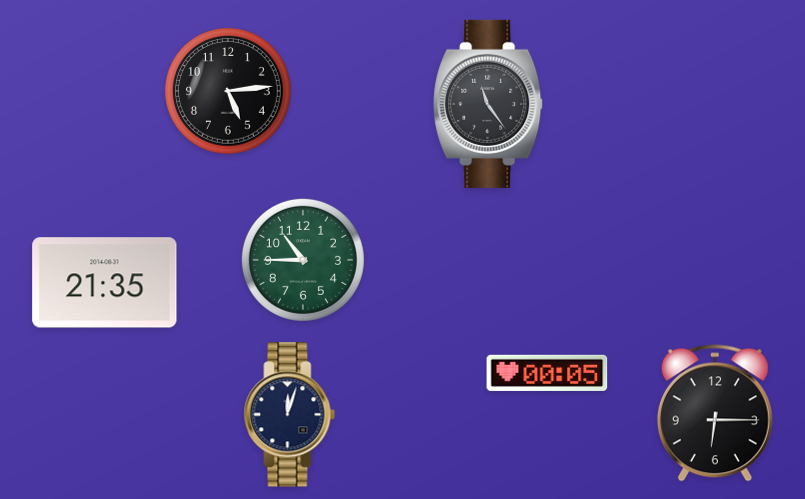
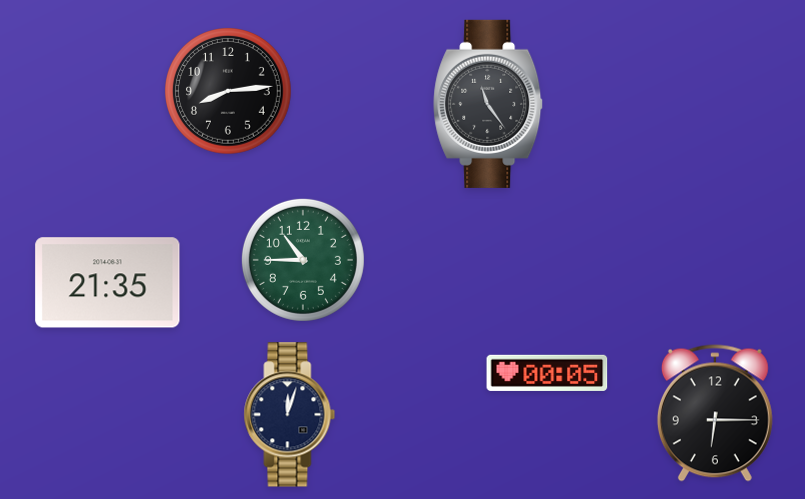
clock at (229, 92): 5:14 -> 8:14
clock at (105, 283) position: (105, 283) -> (108, 283)
